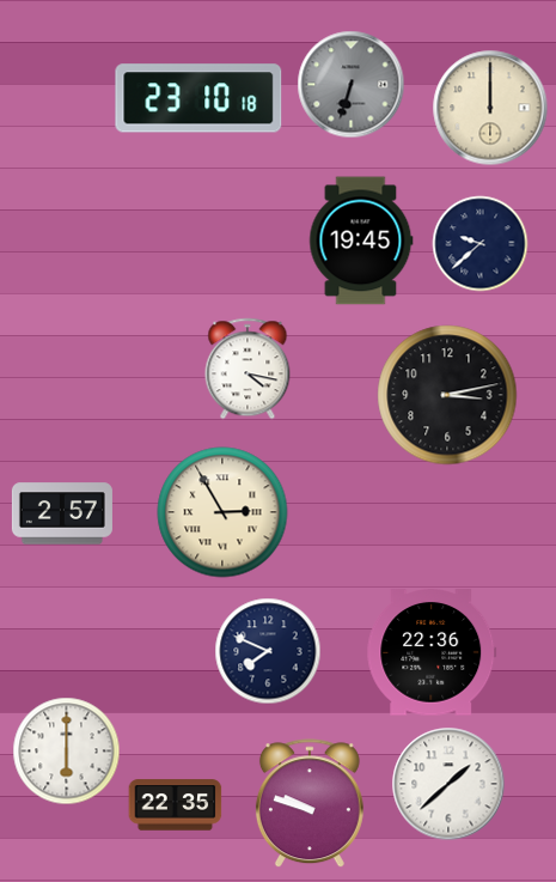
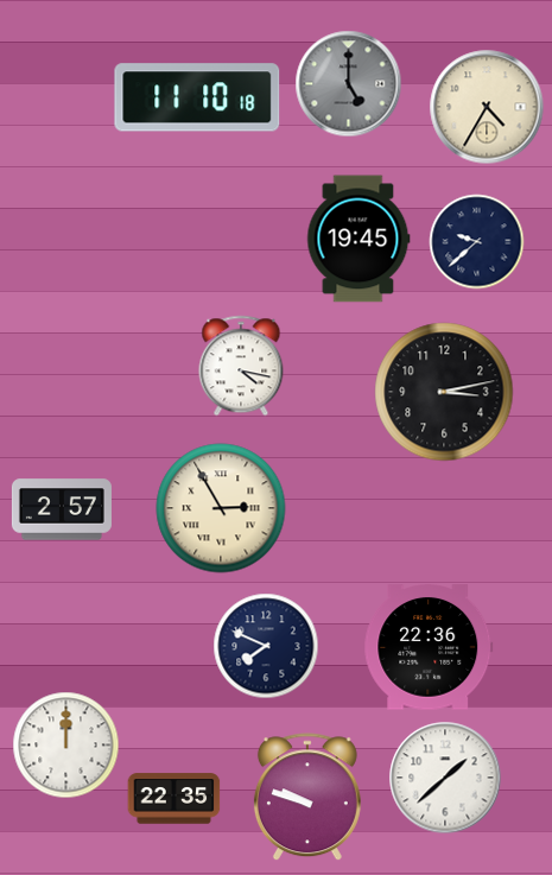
clock at (352, 85): 6:33 -> 5:00
clock at (198, 98): 23:10 -> 11:10
clock at (490, 108): 12:00 -> 4:35
clock at (248, 369) position: (248, 369) -> (241, 366)
clock at (67, 752): 6:00 -> 12:00
